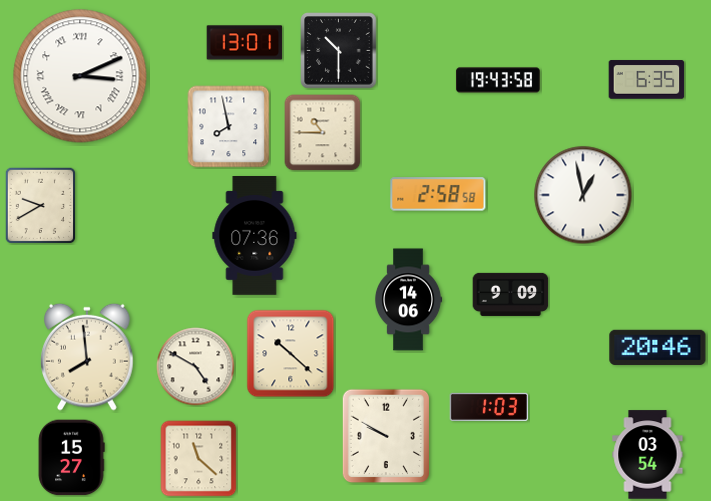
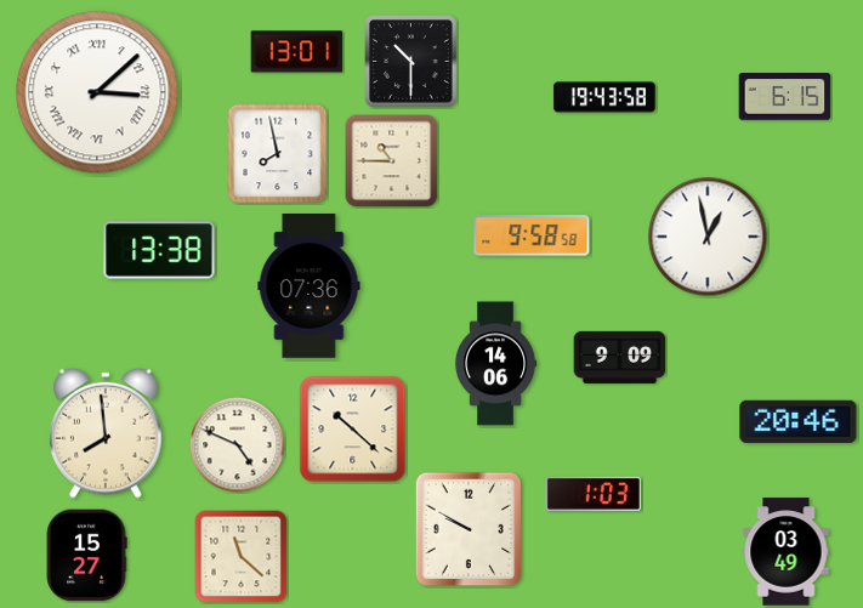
clock at (80, 76): 3:11 -> 3:08
clock at (647, 80): 6:35 -> 6:15
clock at (438, 194): 2:58 -> 9:58
clock at (41, 205): 9:40 -> none
clock at (159, 250): none -> 13:38
clock at (196, 367): 4:50 -> 4:49
clock at (648, 455): 03:54 -> 03:49
